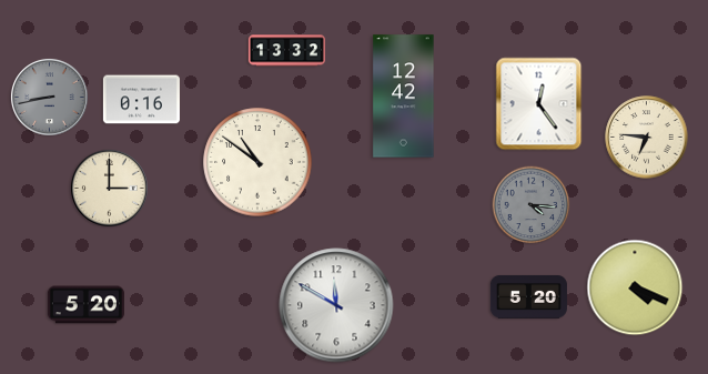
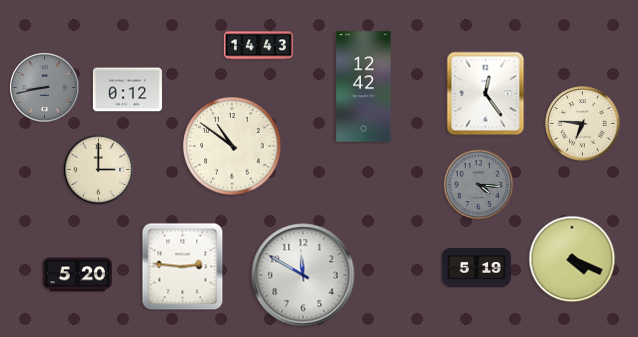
clock at (286, 51): 13:32 -> 14:43
clock at (141, 100): 0:16 -> 0:12
clock at (183, 267): none -> 2:46
clock at (528, 296): 5:20 -> 5:19
